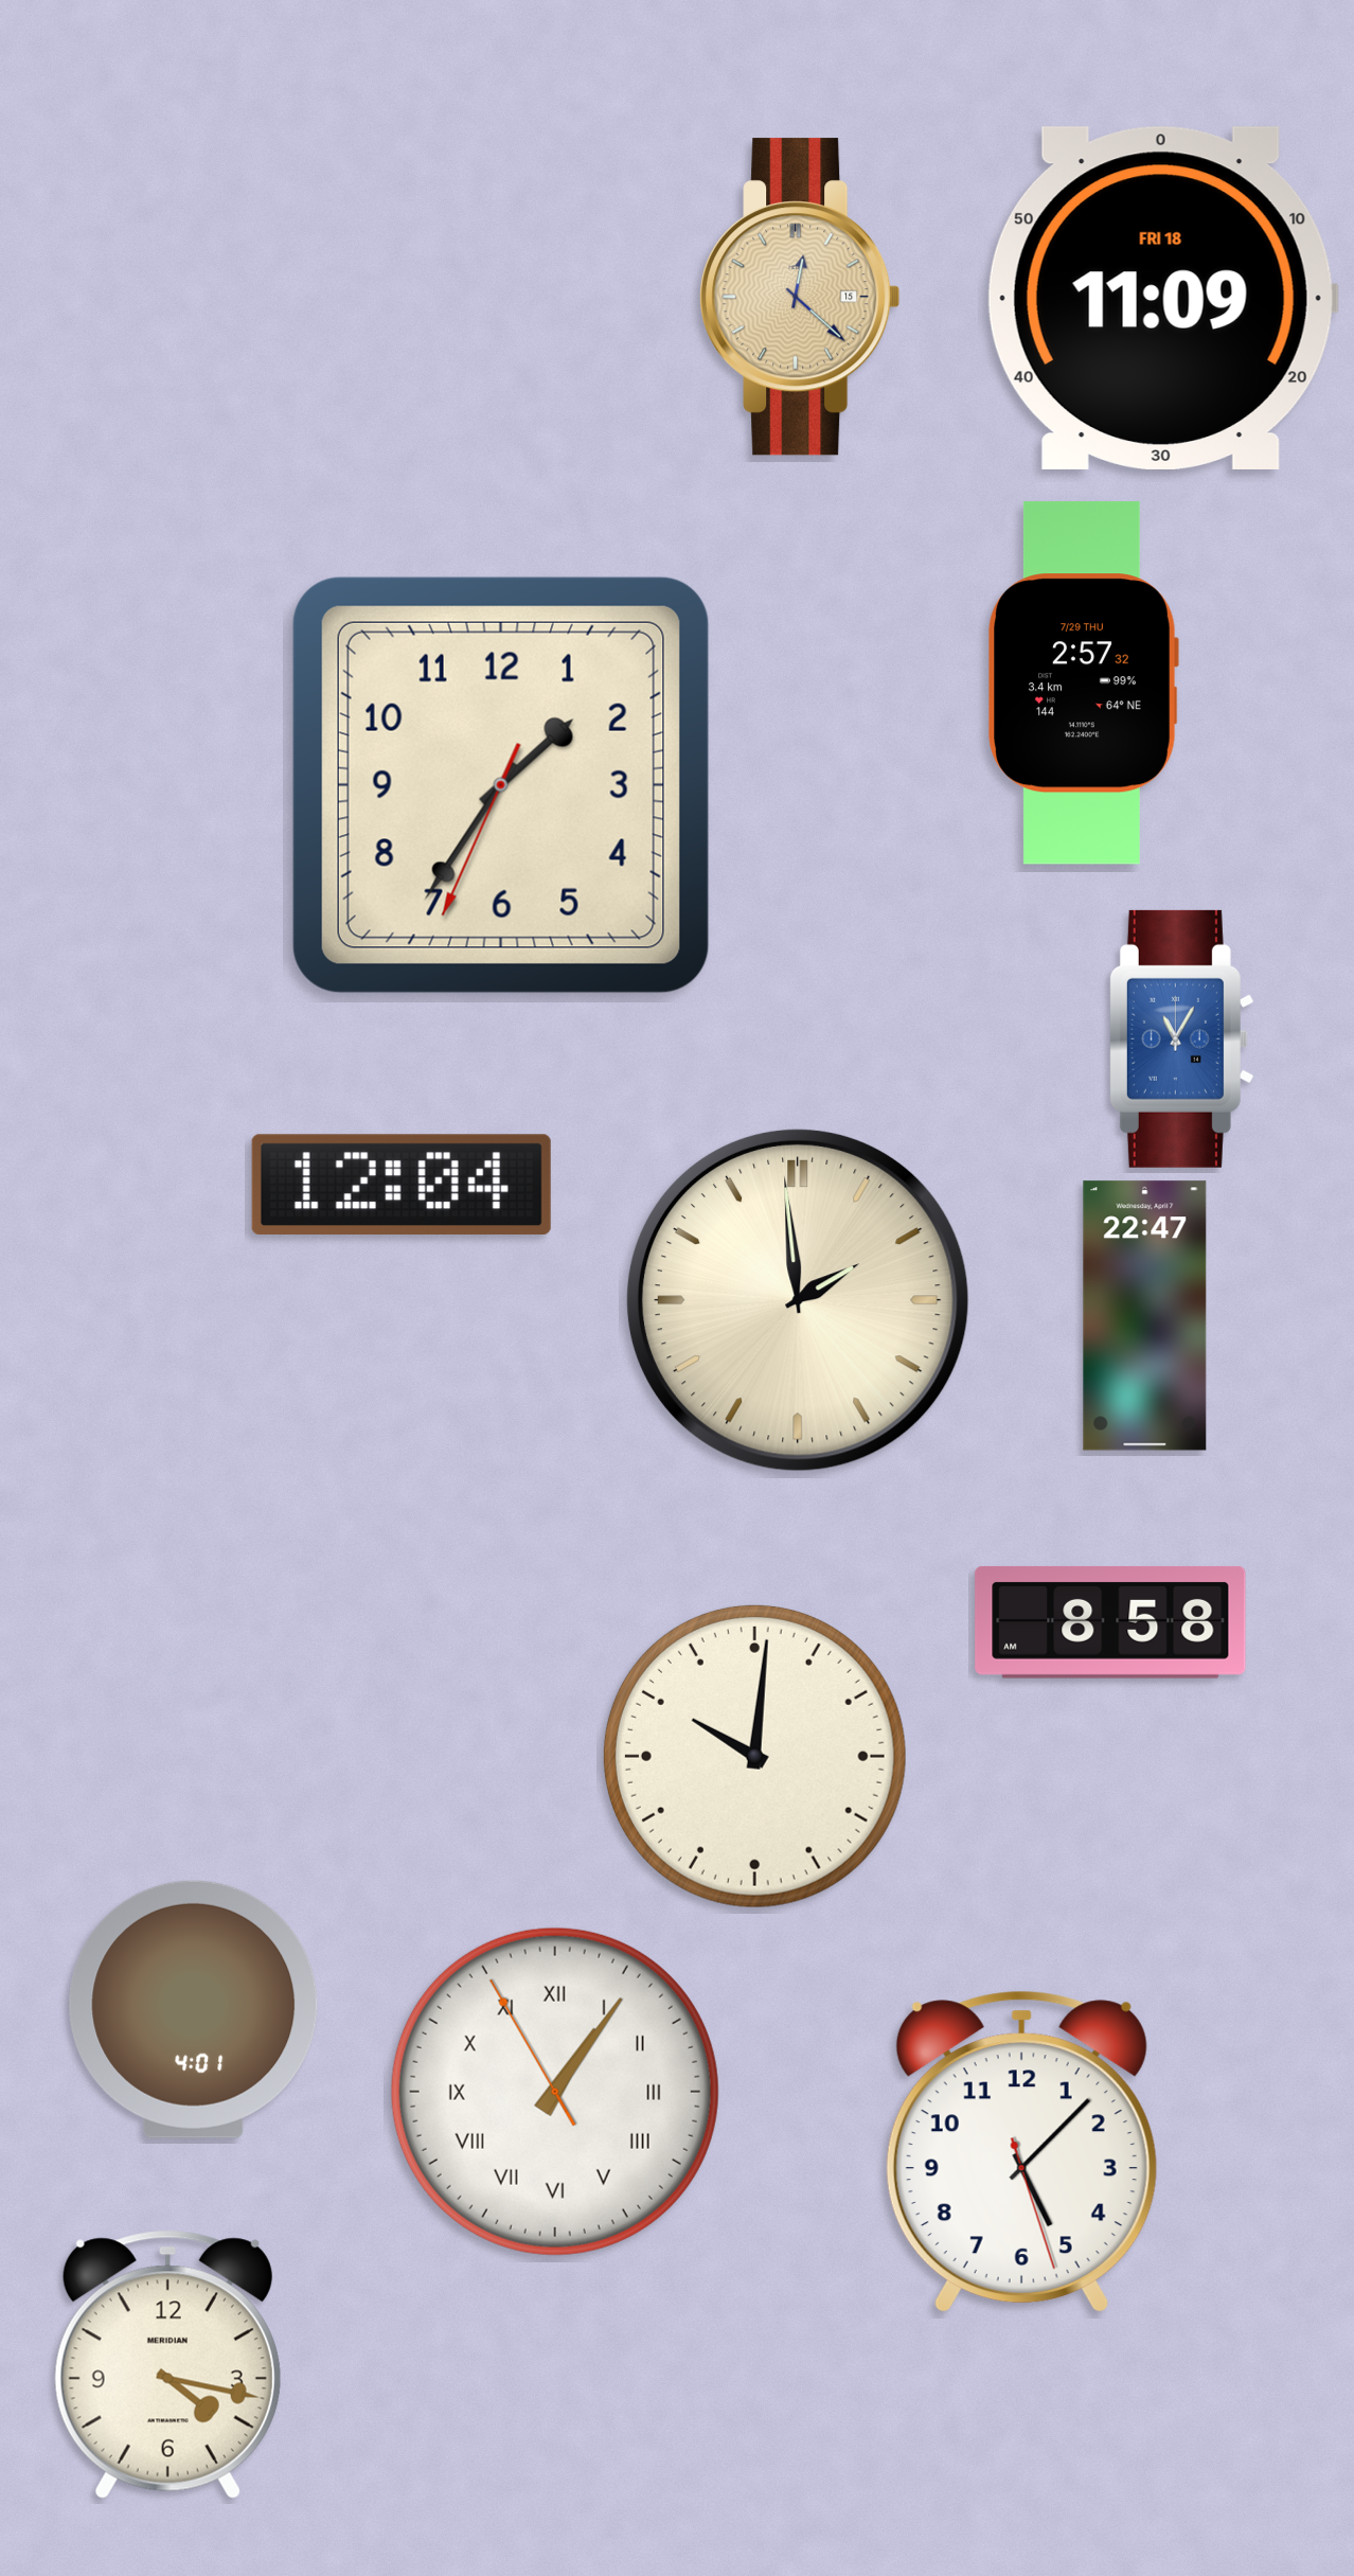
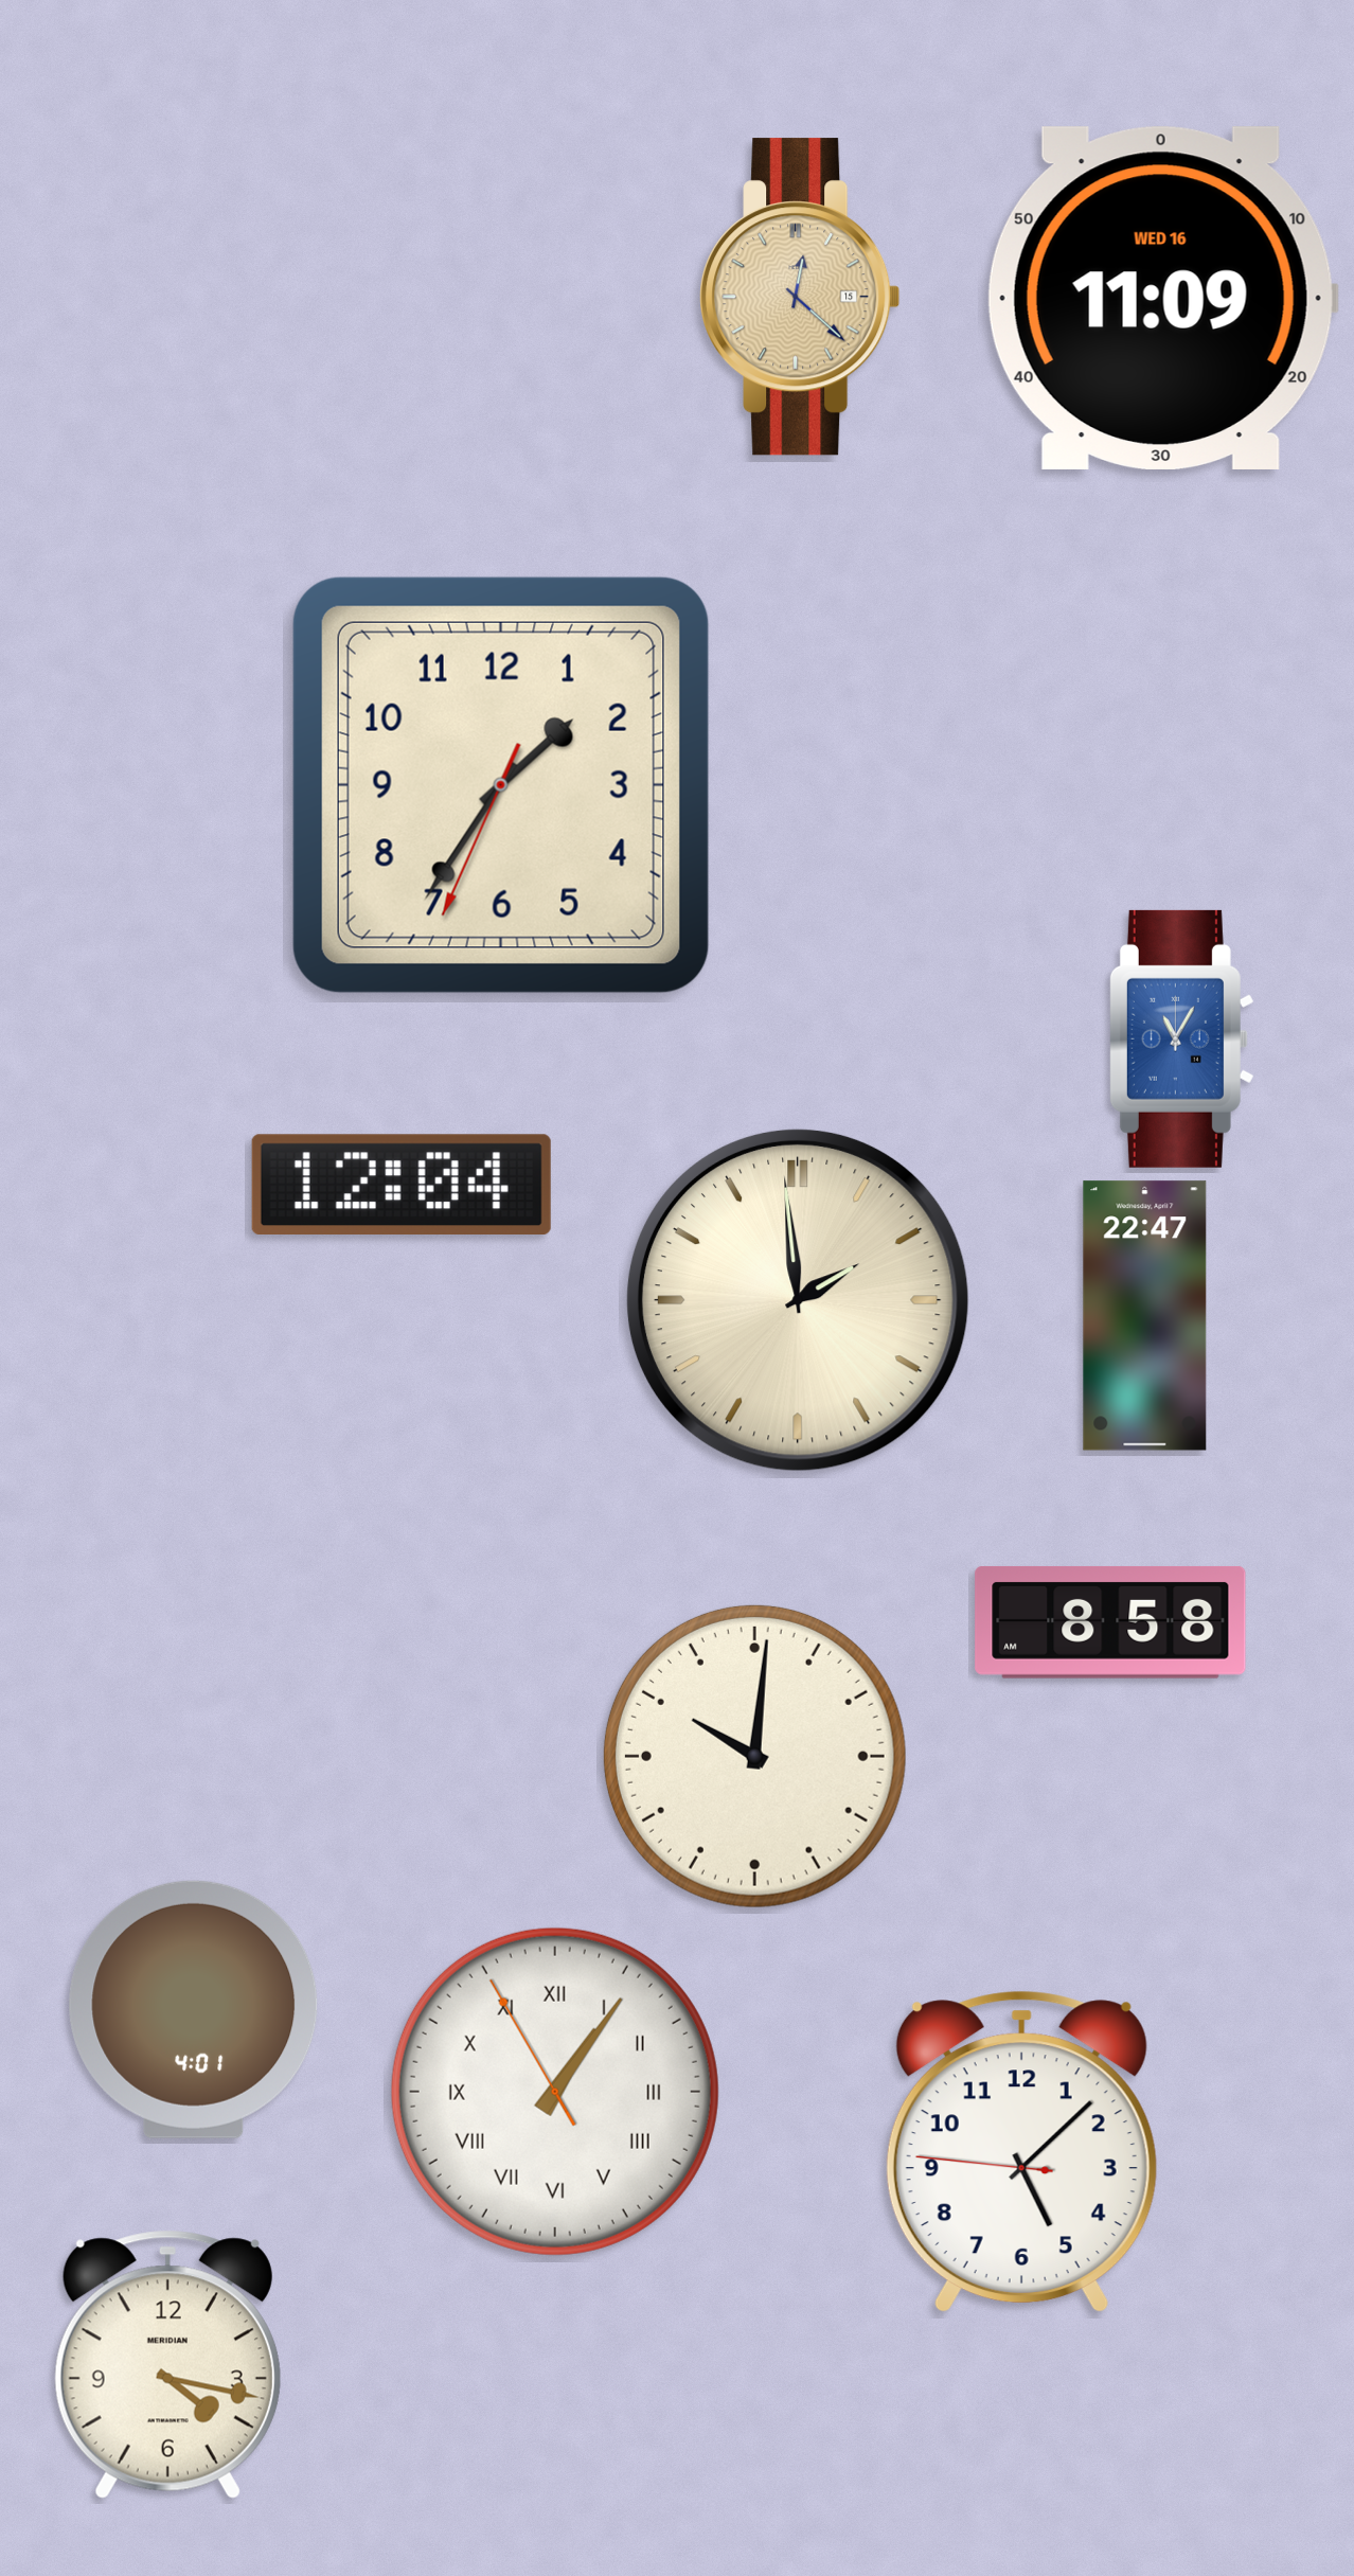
clock at (1162, 298) date: FRI 18 -> WED 16
clock at (1083, 683): 2:57 -> none
clock at (1021, 2151): 5:07:27 -> 5:07:46
